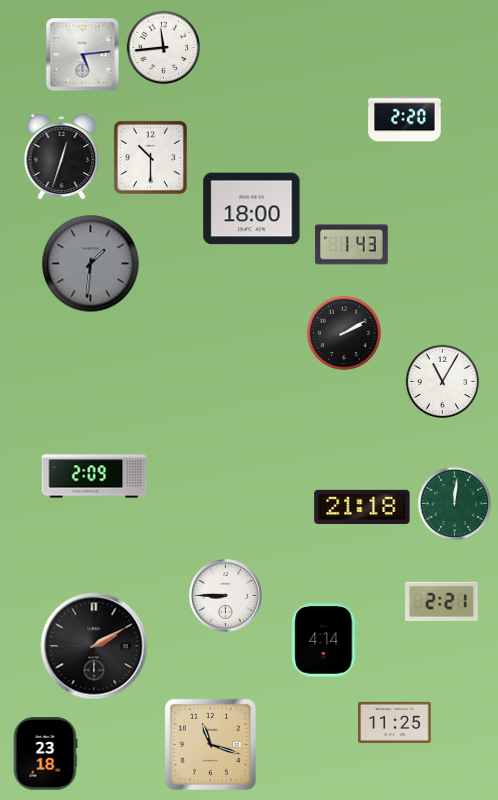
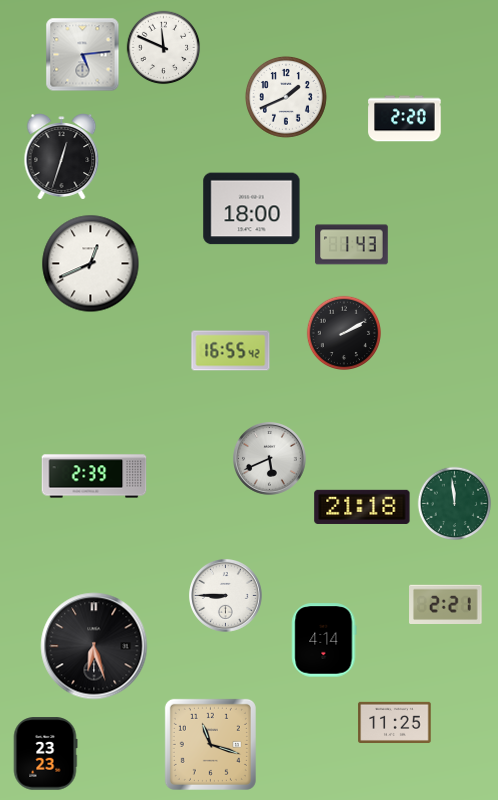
clock at (164, 48): 11:44 -> 11:49
clock at (286, 97): none -> 1:41
clock at (150, 157): 10:30 -> none
clock at (91, 264): 1:31 -> 12:41
clock at (91, 264) dial: grey -> white
clock at (231, 351): none -> 16:55
clock at (443, 382): 11:05 -> none
clock at (270, 459): none -> 5:41
clock at (94, 476): 2:09 -> 2:39
clock at (455, 504): 12:01 -> 11:59
clock at (442, 601) position: (442, 601) -> (446, 604)
clock at (94, 646): 2:10 -> 6:27
clock at (45, 754): 23:18 -> 23:23
